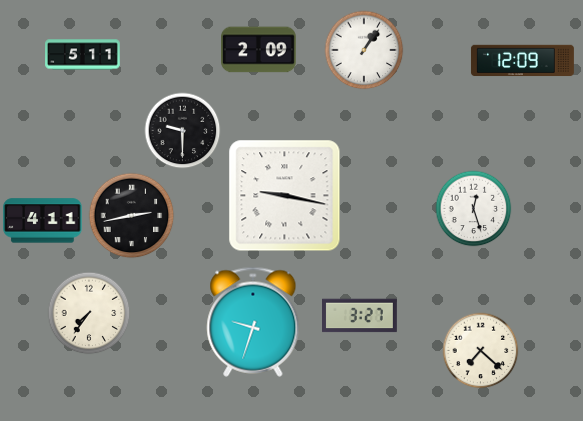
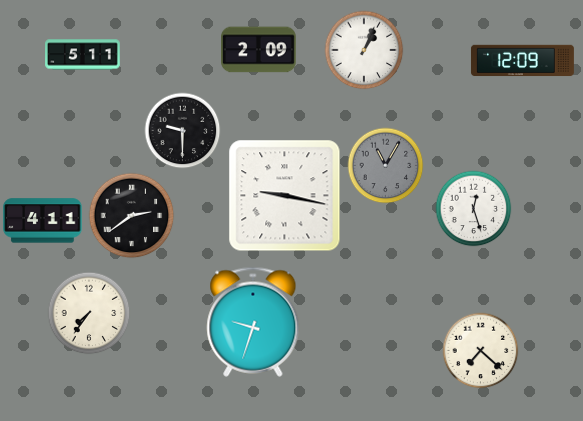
clock at (364, 50): 1:06 -> 1:04
clock at (386, 166): none -> 11:05
clock at (132, 216): 2:43 -> 2:39
clock at (360, 316): 3:27 -> none
